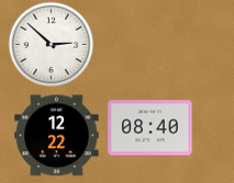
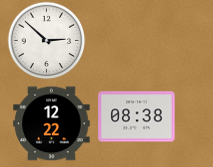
clock at (151, 128): 08:40 -> 08:38
